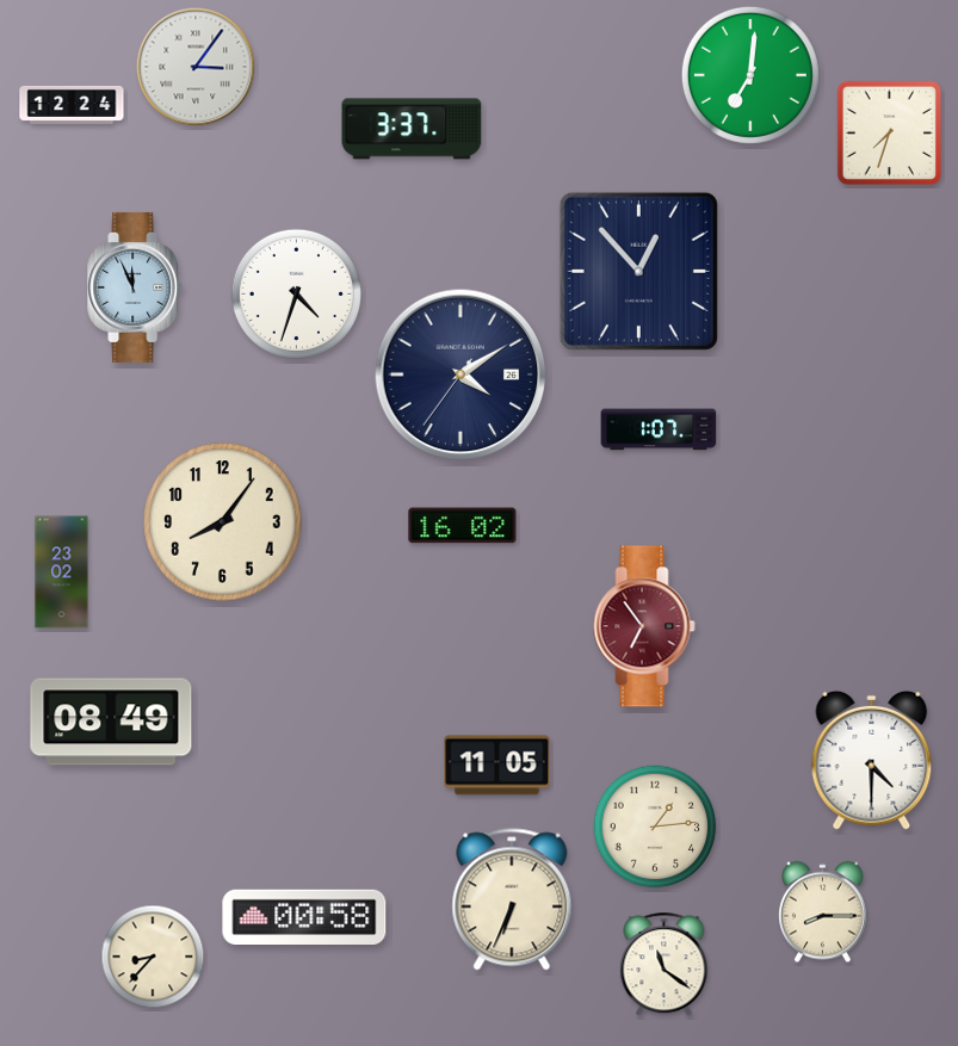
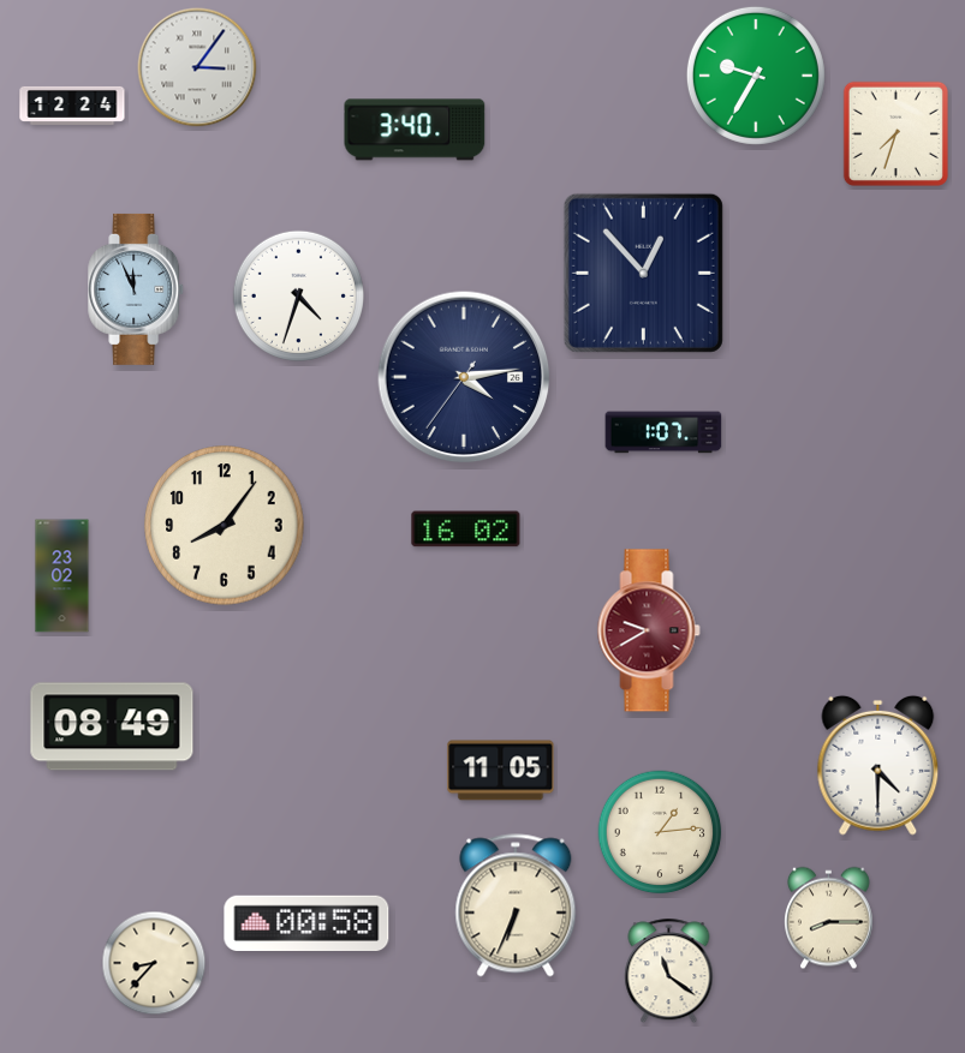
clock at (750, 75): 7:01 -> 9:35
clock at (412, 129): 3:37 -> 3:40
clock at (461, 375): 4:09 -> 4:13
clock at (644, 626): 6:54 -> 9:40
